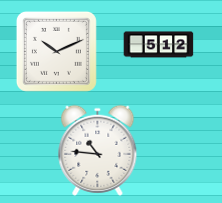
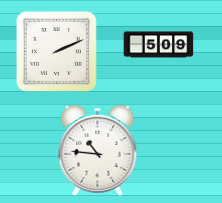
clock at (159, 45): 5:12 -> 5:09
clock at (56, 51): 10:11 -> 2:11
